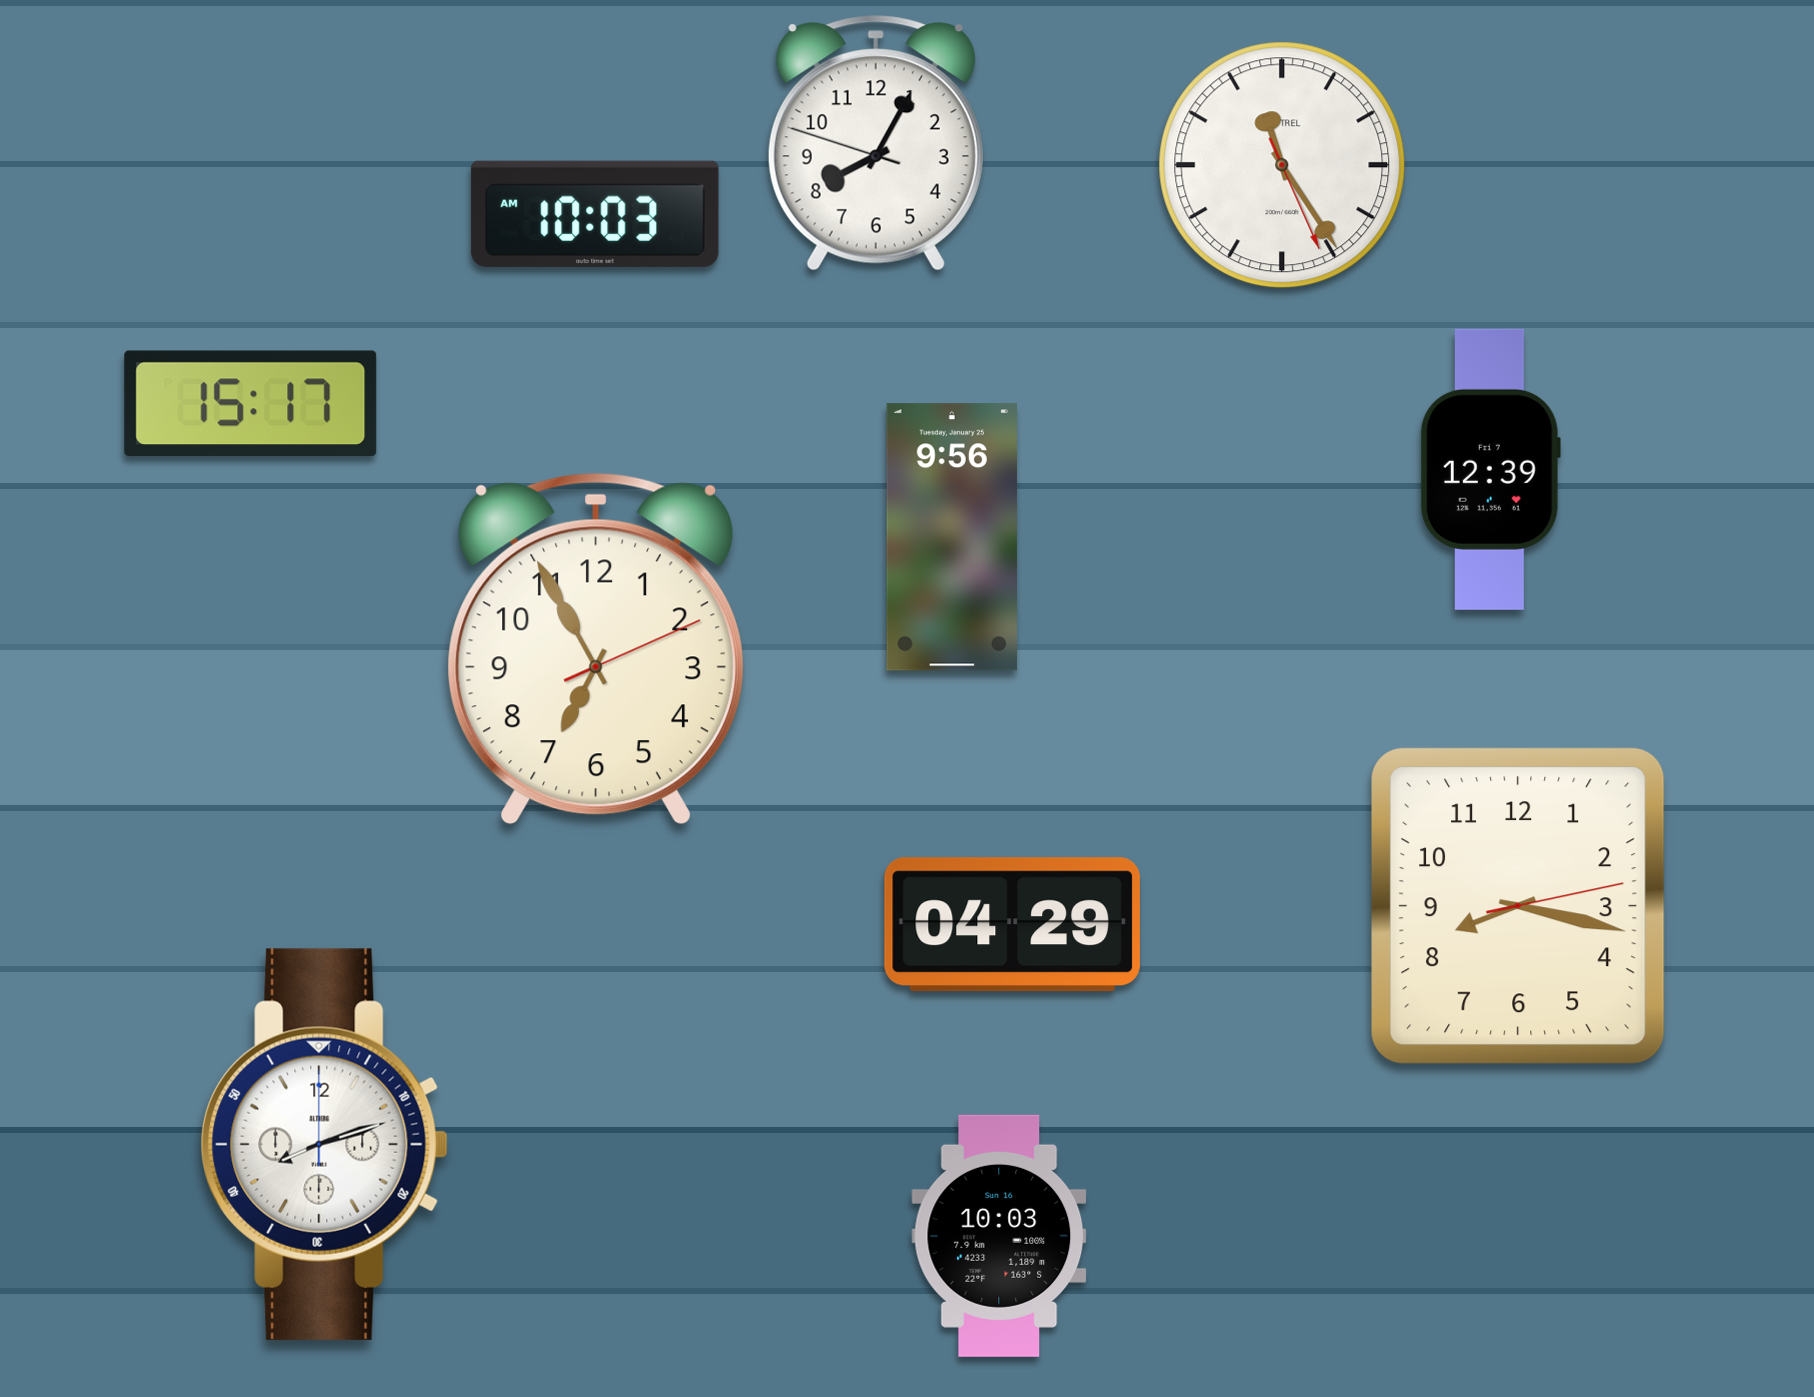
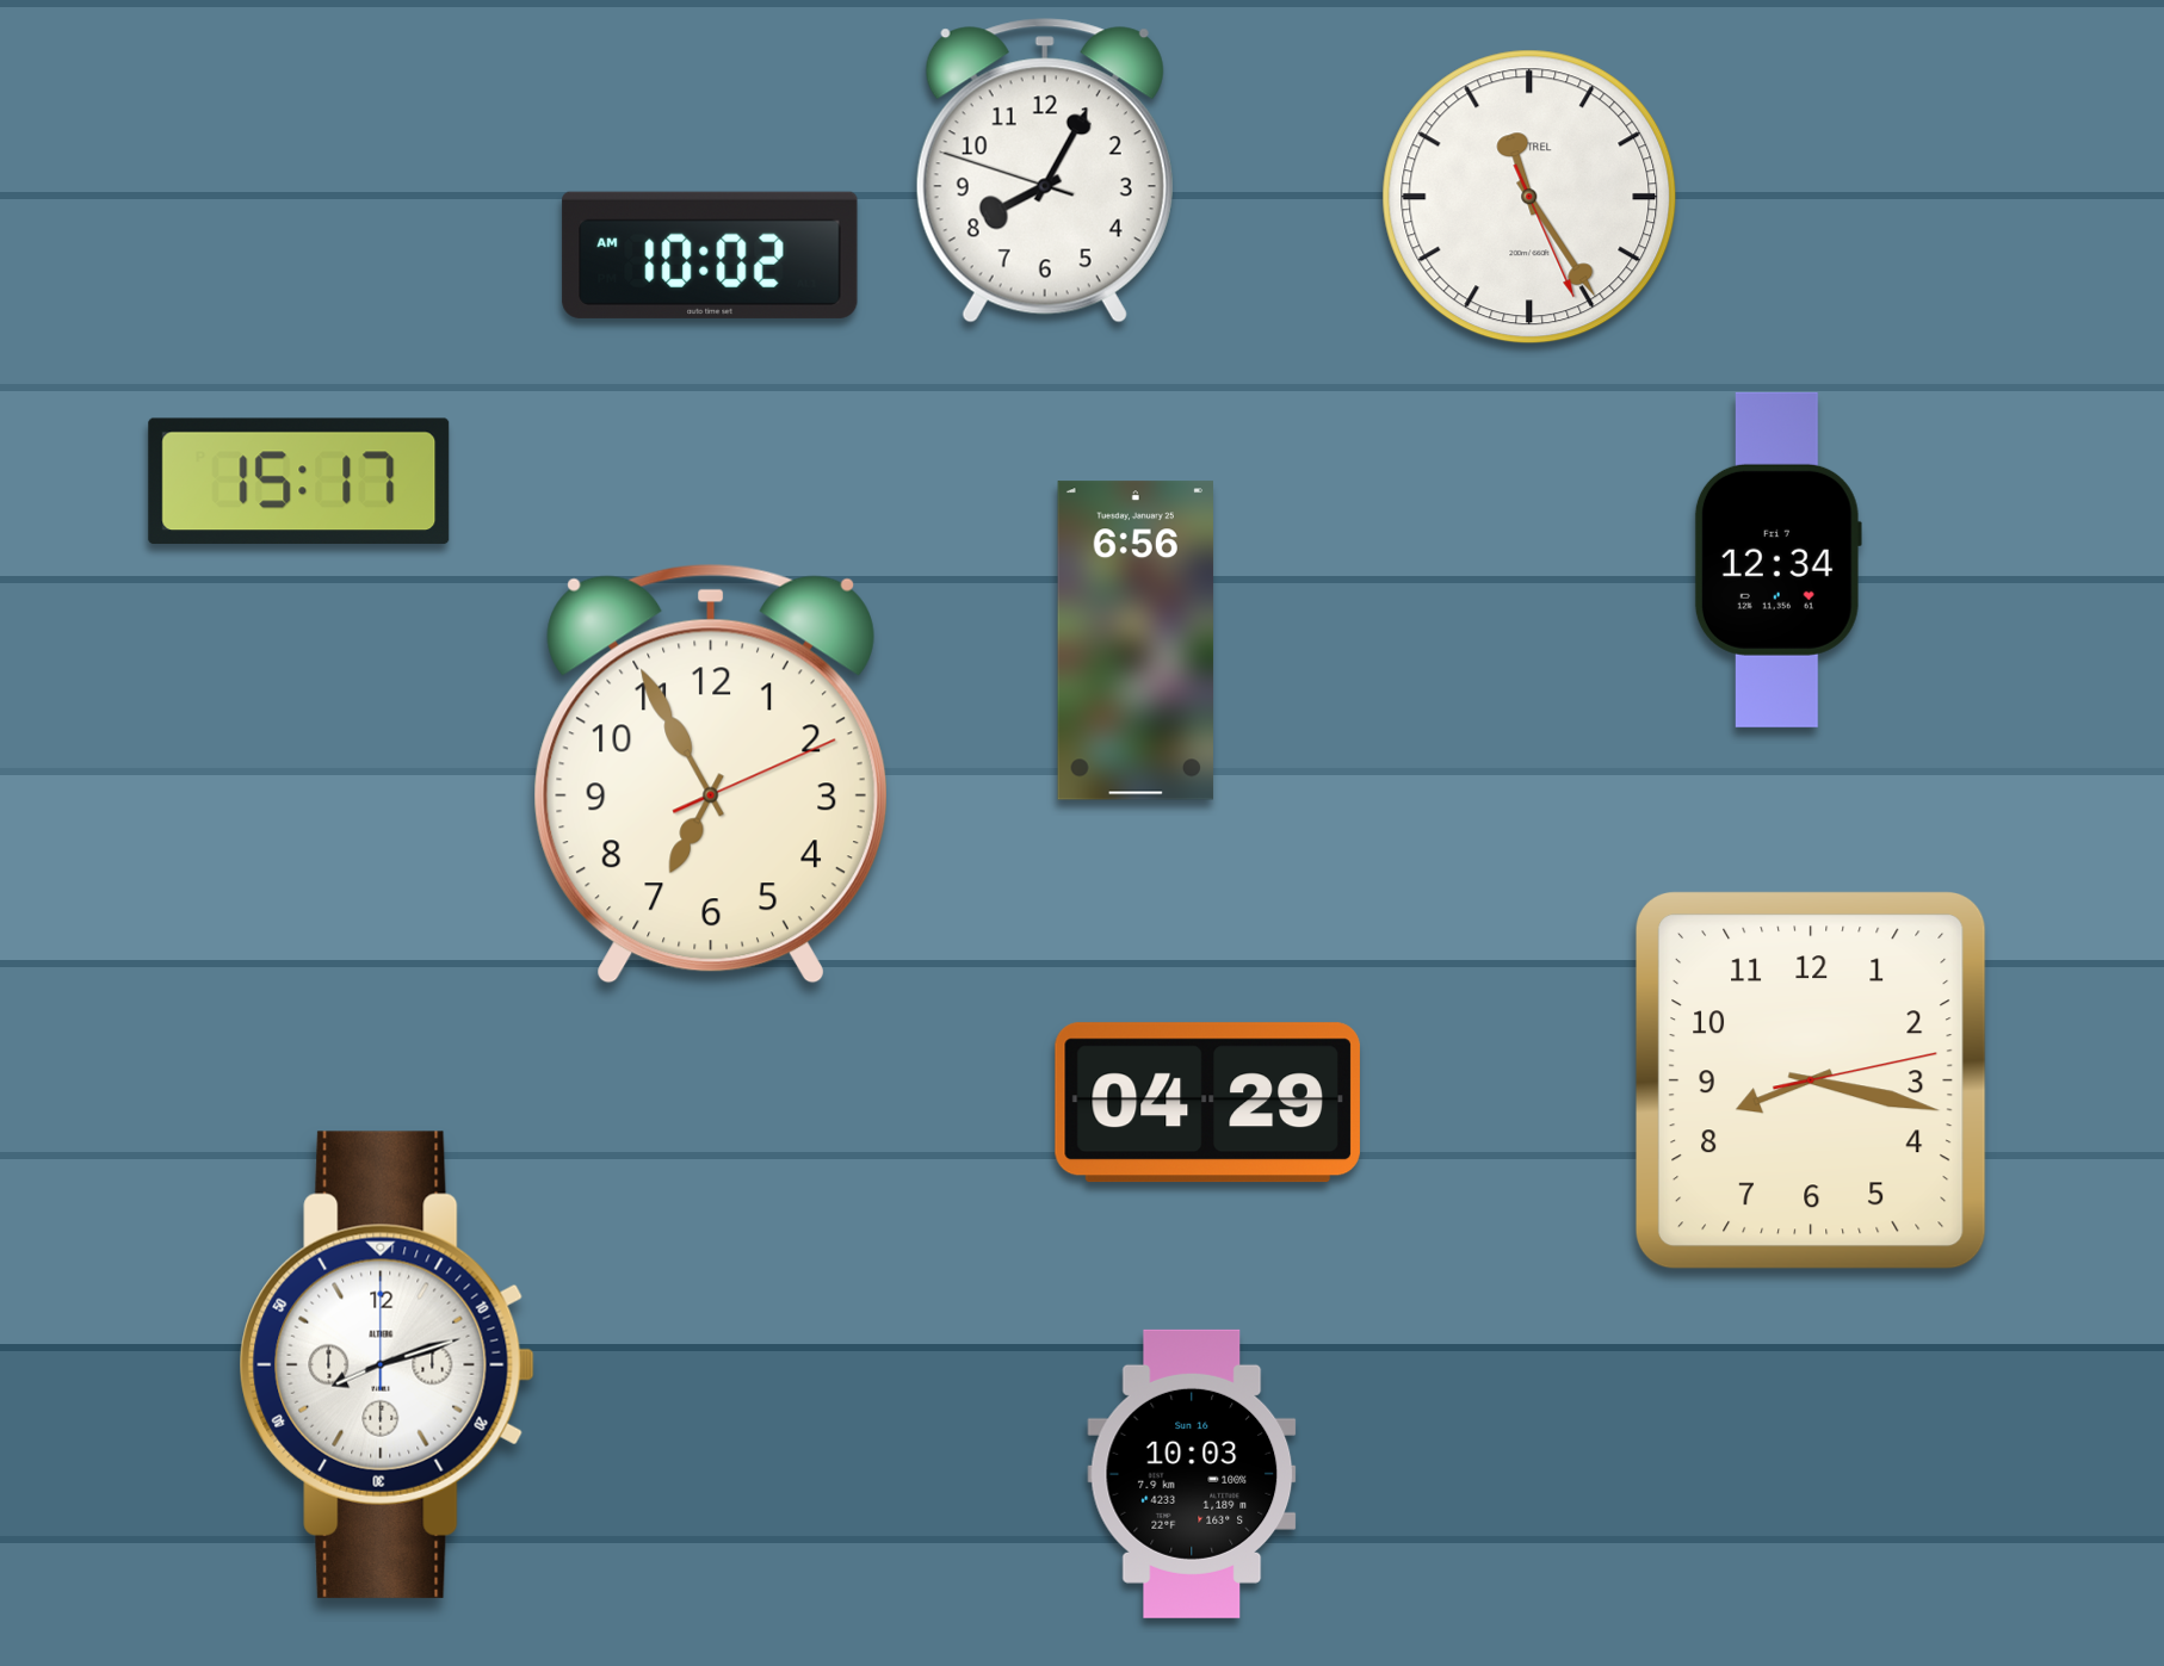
clock at (595, 214): 10:03 -> 10:02
clock at (1490, 469): 12:39 -> 12:34
clock at (952, 537): 9:56 -> 6:56
